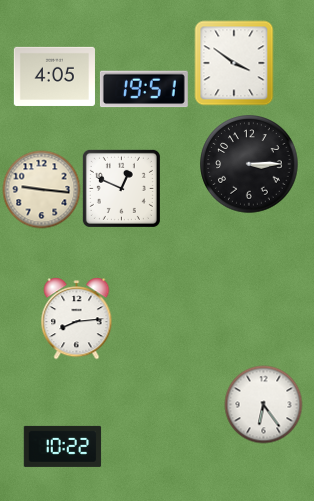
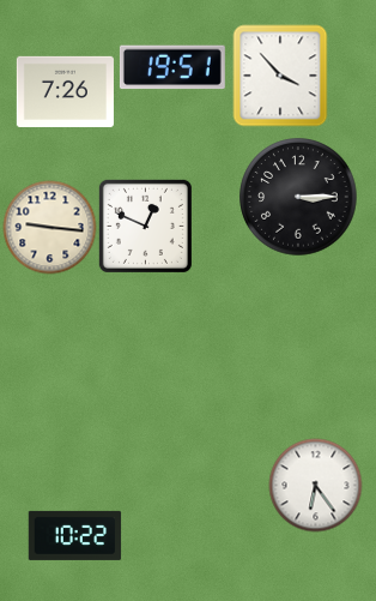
clock at (234, 63): 3:51 -> 3:53
clock at (54, 76): 4:05 -> 7:26
clock at (144, 89) position: (144, 89) -> (172, 67)
clock at (77, 318): 8:14 -> none
